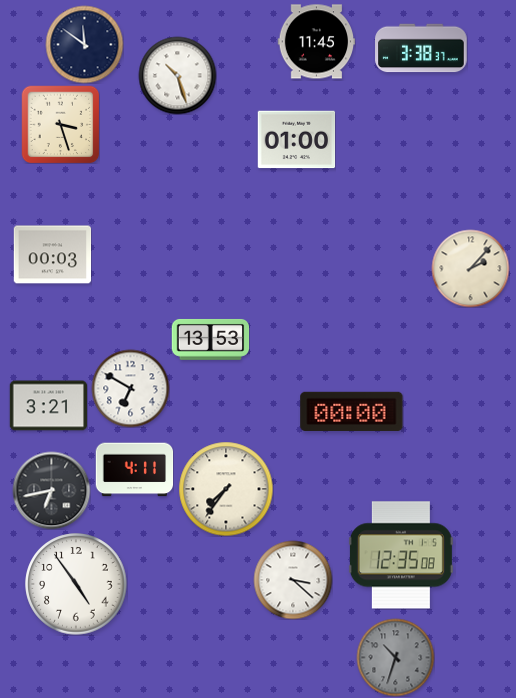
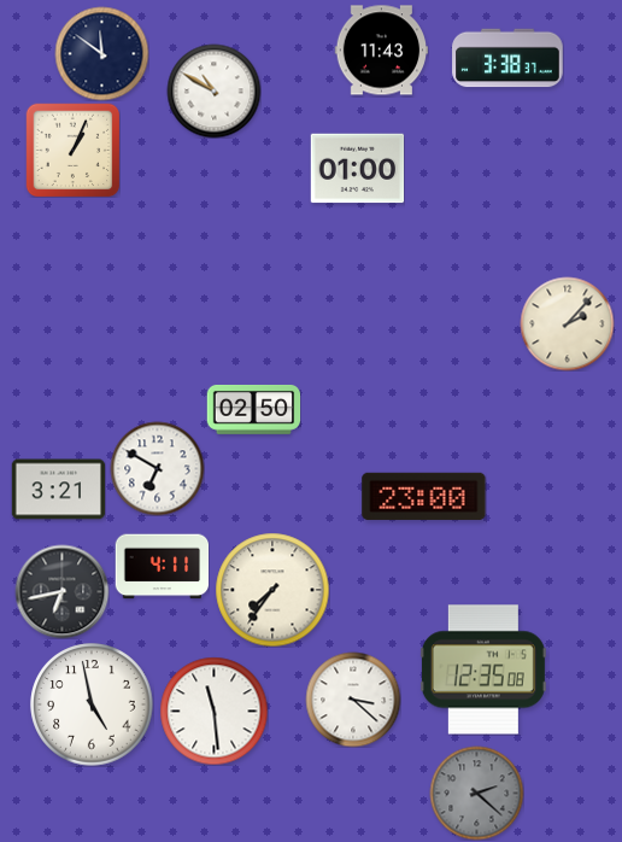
clock at (316, 42): 11:45 -> 11:43
clock at (177, 75): 10:27 -> 10:50
clock at (60, 124): 3:27 -> 1:04
clock at (52, 255): 00:03 -> none
clock at (210, 340): 13:53 -> 02:50
clock at (352, 411): 00:00 -> 23:00
clock at (76, 584): 4:54 -> 4:58
clock at (213, 711): none -> 11:29
clock at (395, 657): 10:33 -> 2:22
